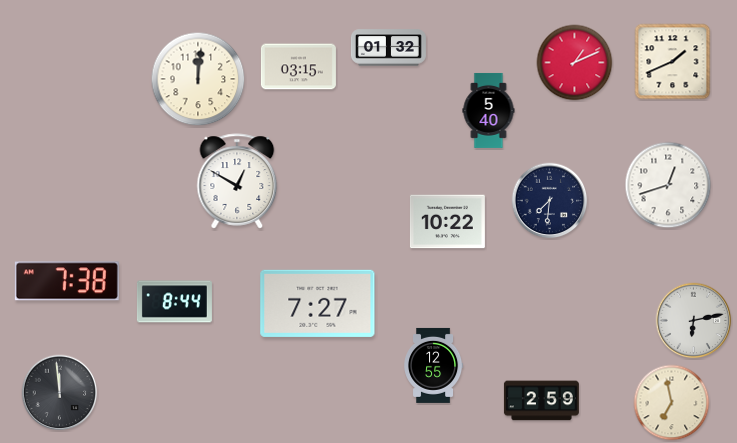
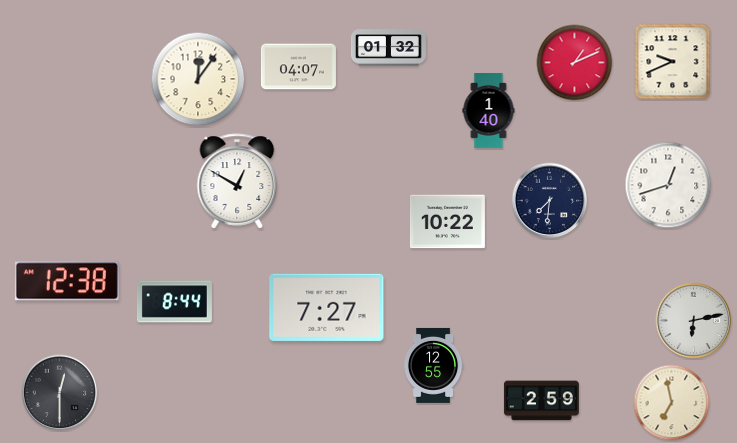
clock at (673, 62): 1:41 -> 9:41
clock at (298, 67): 03:15 -> 04:07
clock at (198, 79): 12:01 -> 12:06
clock at (489, 110): 5:40 -> 1:40
clock at (67, 281): 7:38 -> 12:38
clock at (318, 303) position: (318, 303) -> (327, 307)
clock at (60, 393): 11:59 -> 12:30
